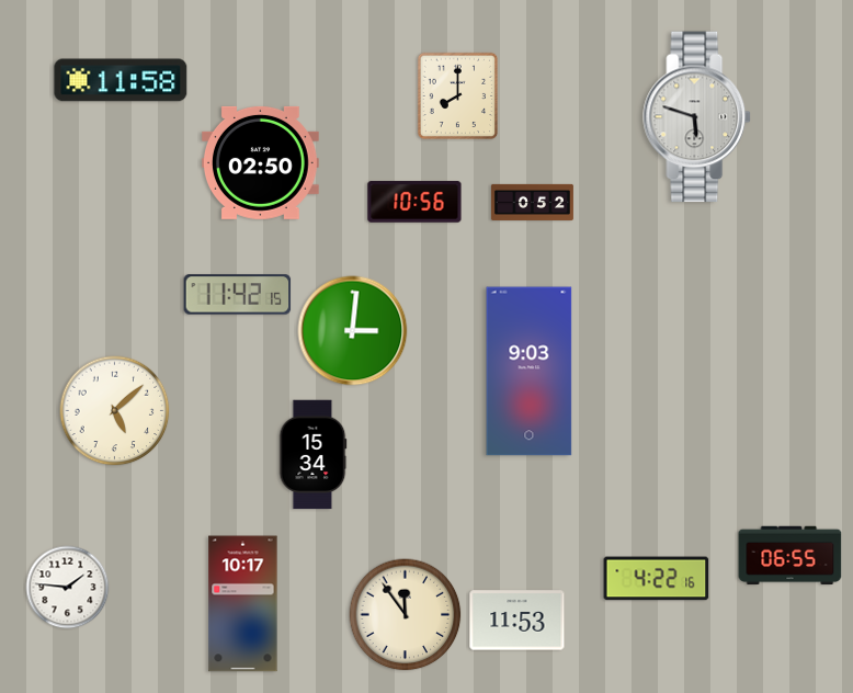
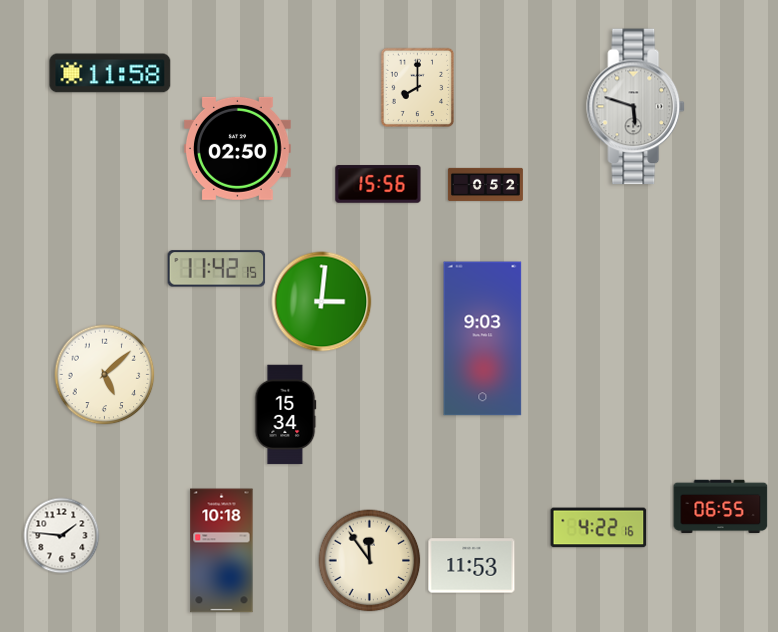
clock at (414, 202): 10:56 -> 15:56
clock at (243, 604): 10:17 -> 10:18
